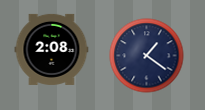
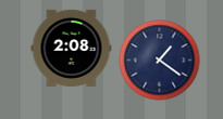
clock at (52, 49) position: (52, 49) -> (72, 48)
